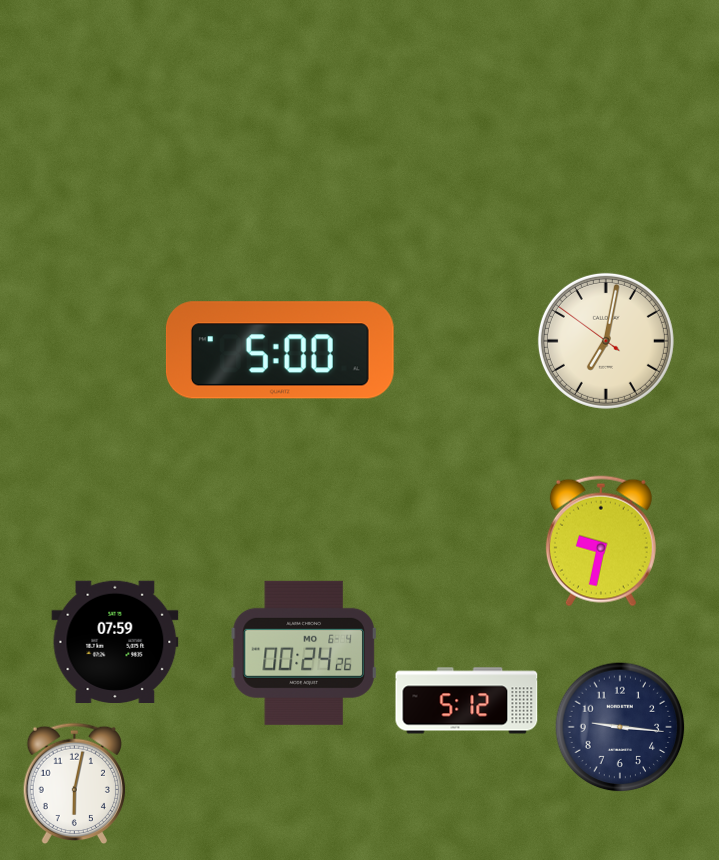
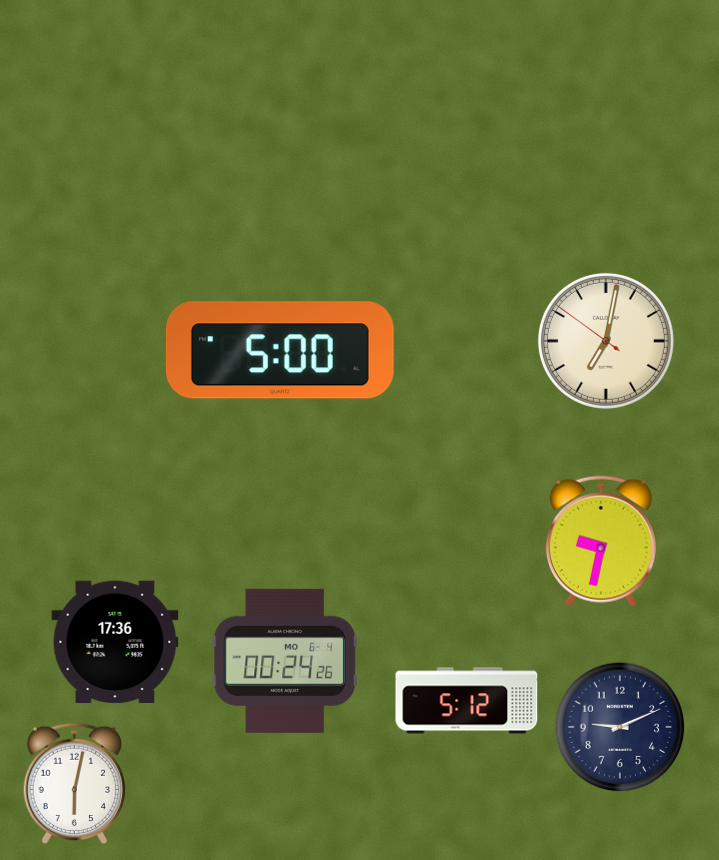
clock at (115, 641): 07:59 -> 17:36
clock at (304, 653) position: (304, 653) -> (285, 661)
clock at (620, 727): 9:16 -> 9:11
